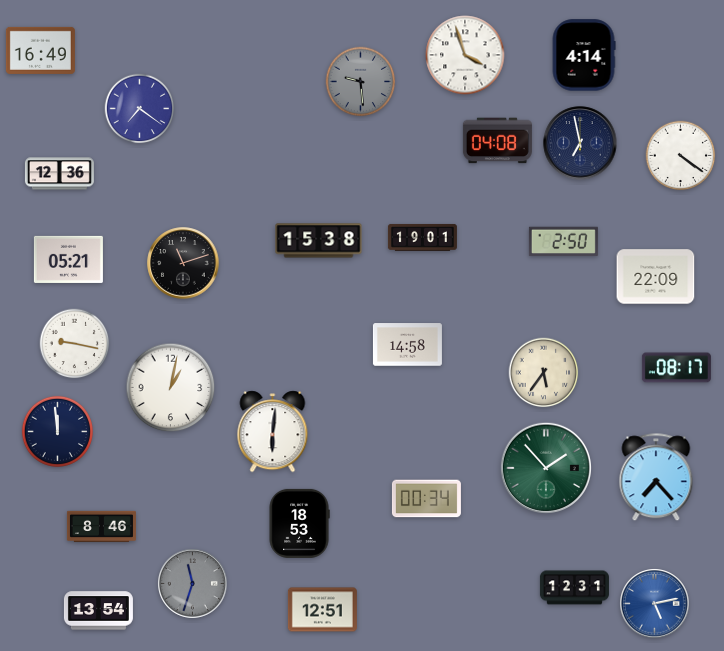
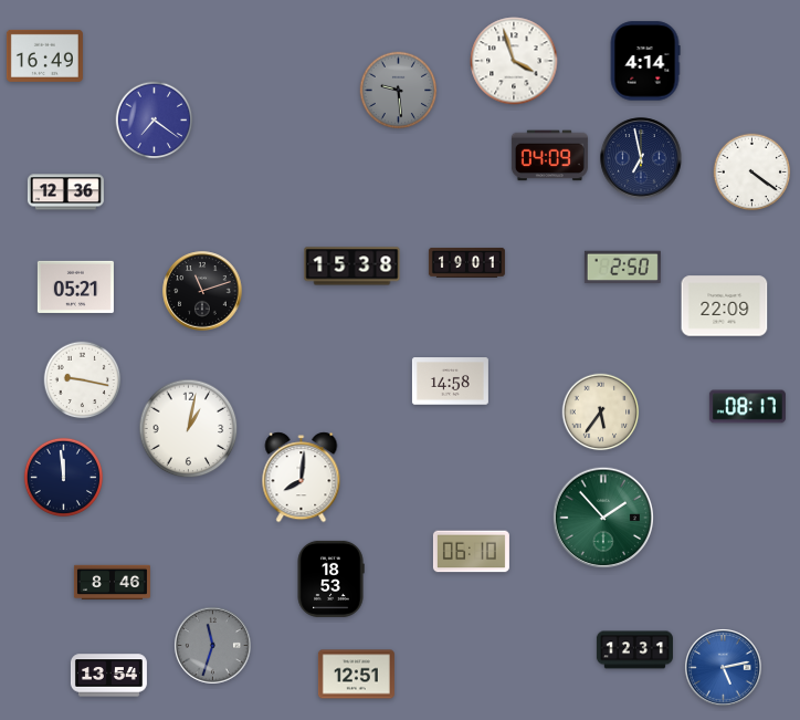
clock at (497, 141): 04:08 -> 04:09
clock at (273, 432): 6:01 -> 8:01
clock at (656, 478): 7:23 -> none
clock at (426, 499): 00:34 -> 06:10
